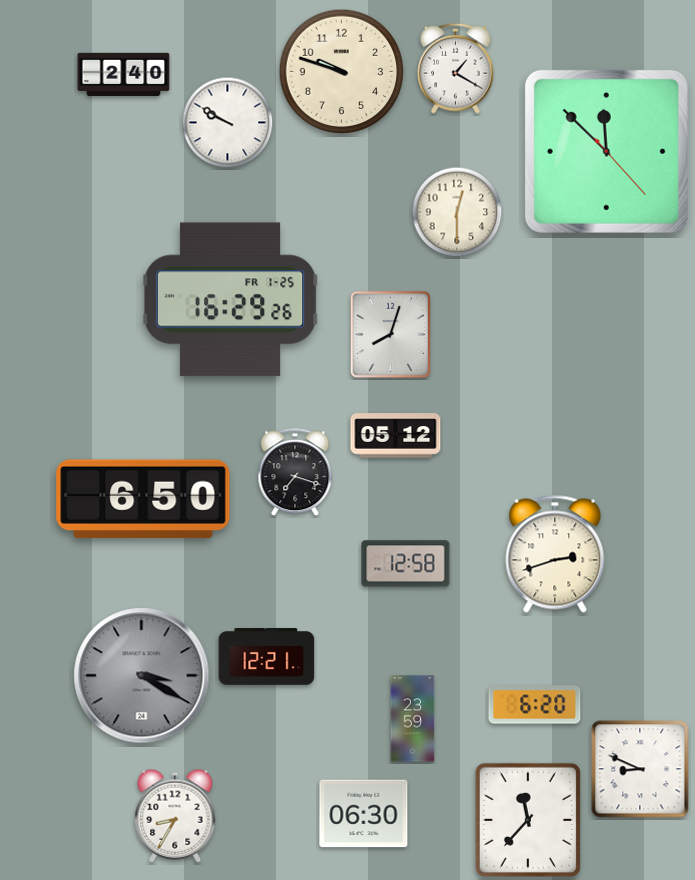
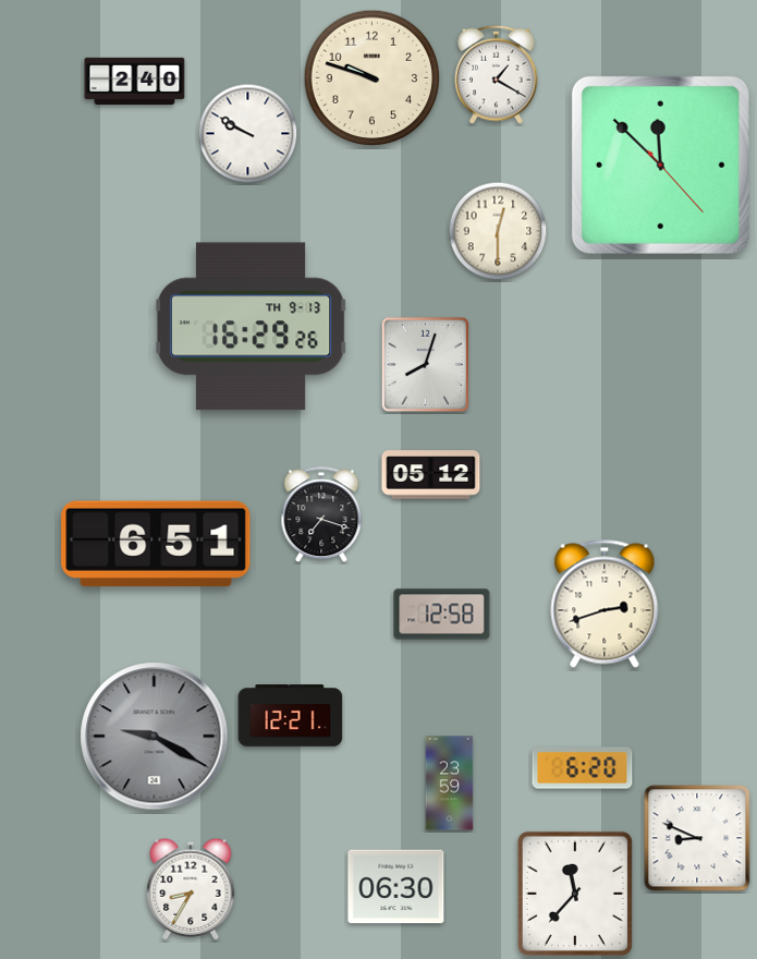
clock at (231, 300) date: FR 1-25 -> TH 9-13
clock at (143, 499): 6:50 -> 6:51
clock at (142, 676): 3:20 -> 9:20
